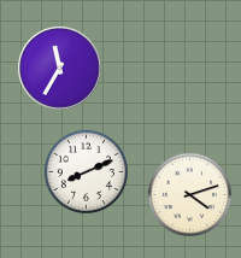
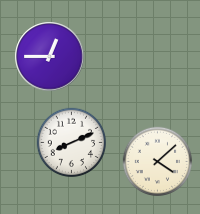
clock at (60, 69): 11:35 -> 12:45
clock at (189, 194): 4:12 -> 4:08
